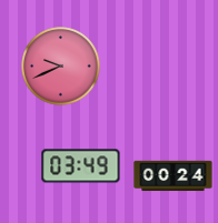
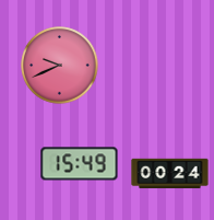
clock at (81, 166): 03:49 -> 15:49
